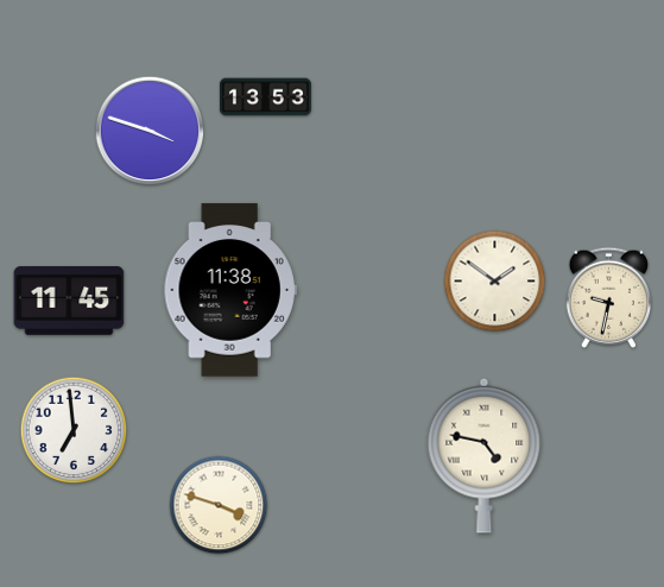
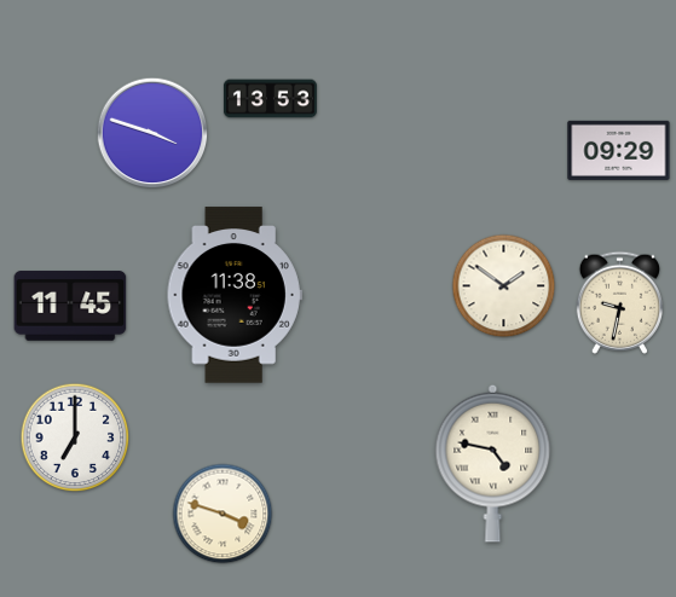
clock at (619, 150): none -> 09:29
clock at (74, 430): 6:59 -> 7:00
